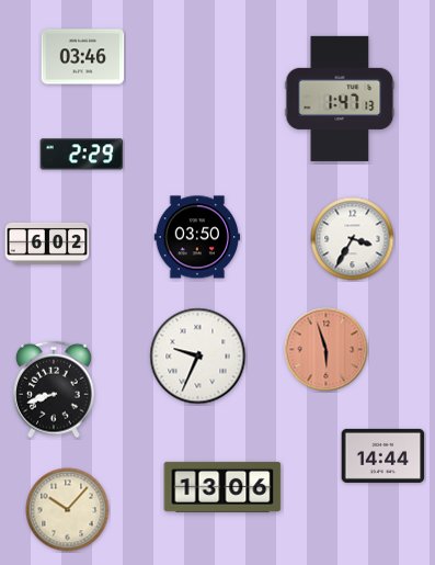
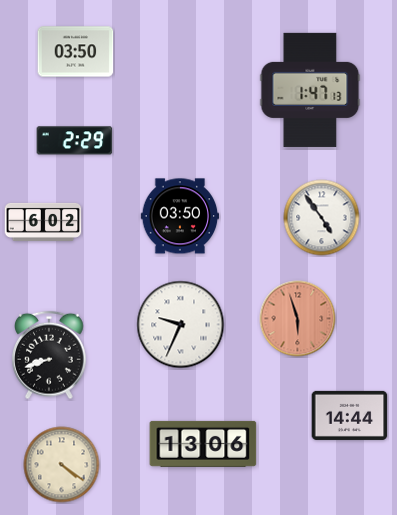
clock at (83, 57): 03:46 -> 03:50
clock at (353, 239): 3:35 -> 4:54
clock at (68, 510): 10:07 -> 4:21
